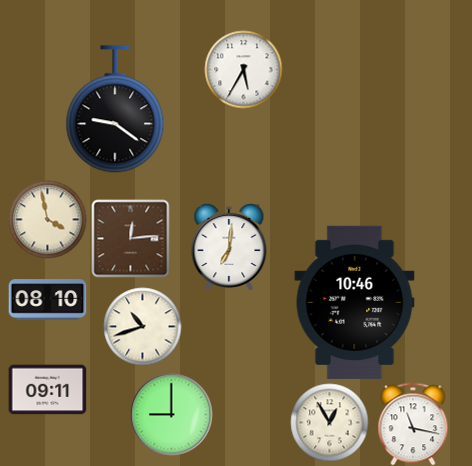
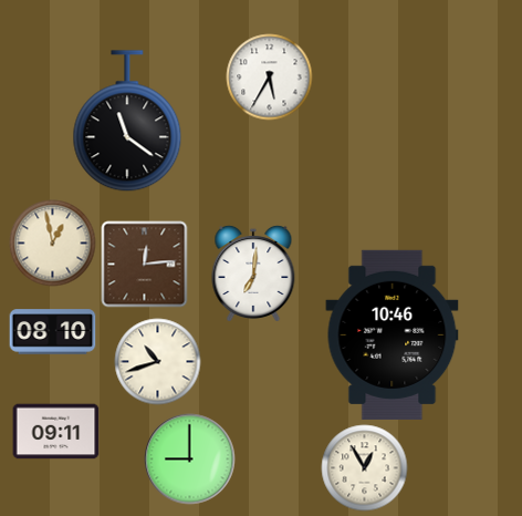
clock at (115, 109): 9:21 -> 11:21
clock at (47, 219): 3:58 -> 12:58
clock at (47, 390) position: (47, 390) -> (55, 432)
clock at (413, 424): 11:17 -> none
